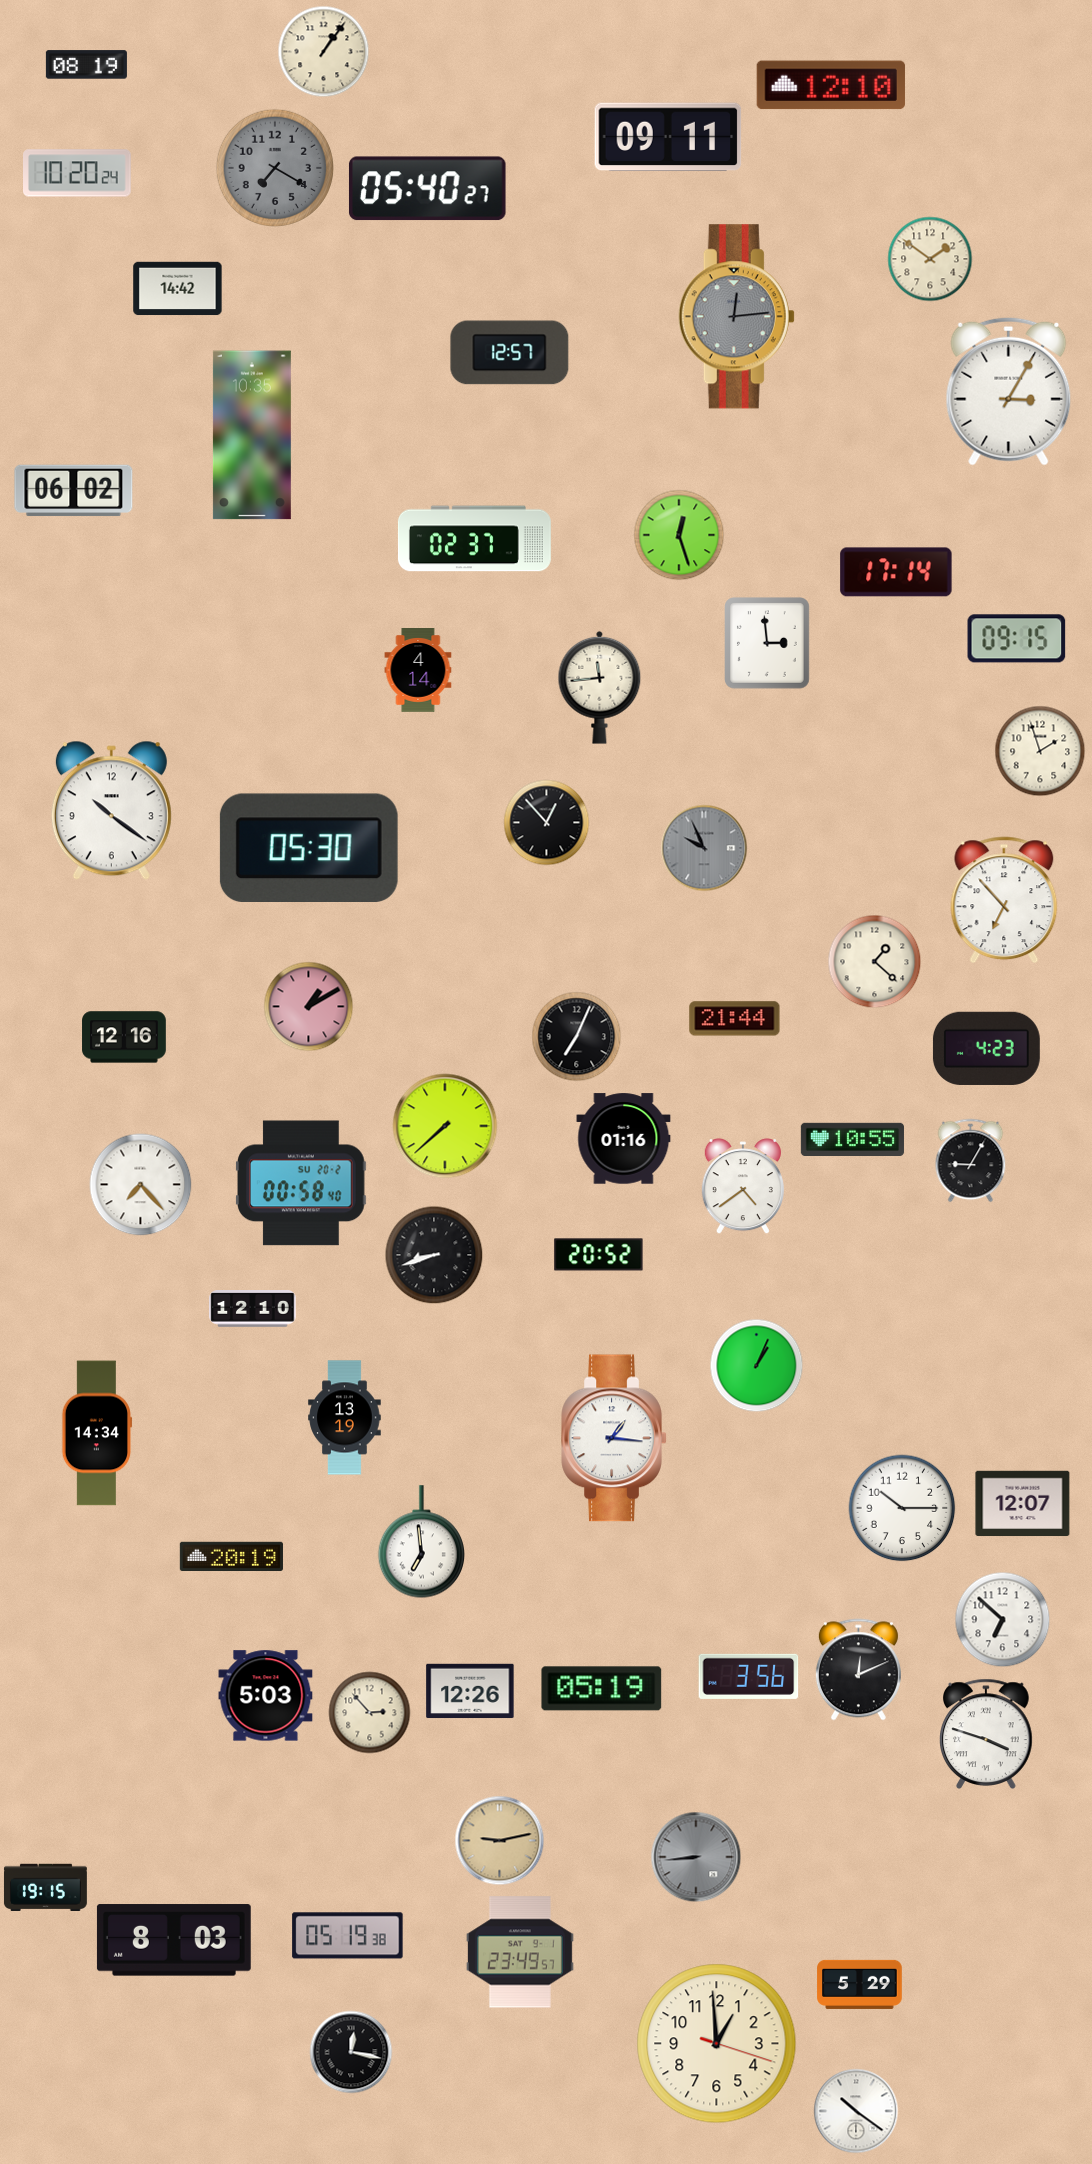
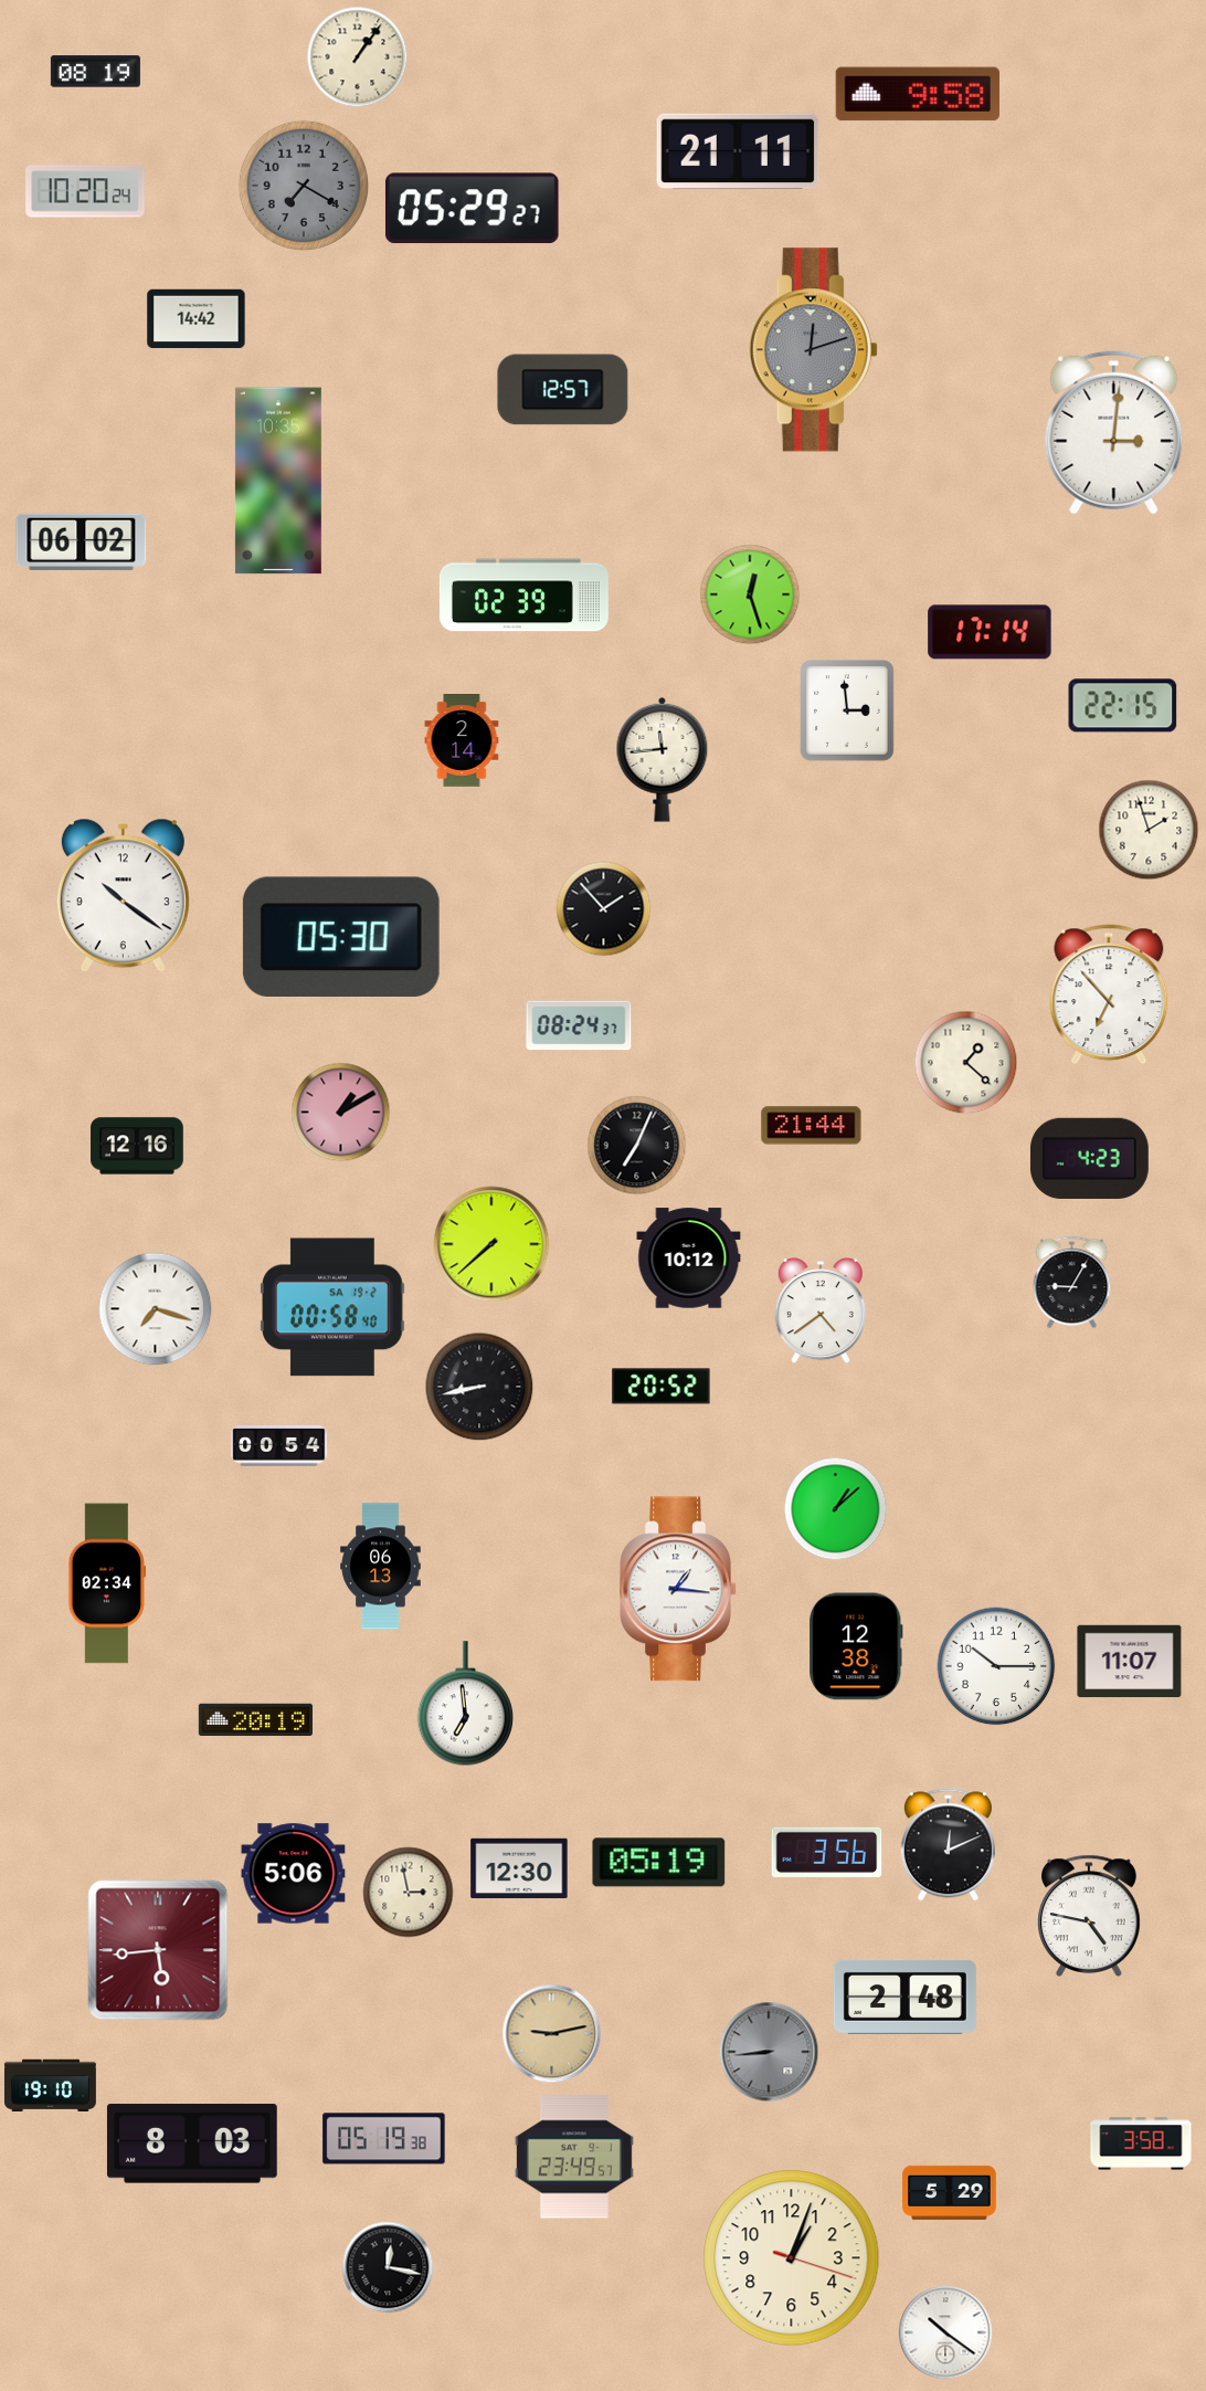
clock at (831, 85): 12:10 -> 9:58
clock at (668, 137): 09:11 -> 21:11
clock at (427, 189): 05:40 -> 05:29
clock at (930, 259): 1:51 -> none
clock at (736, 317): 12:14 -> 12:12
clock at (1009, 391): 3:05 -> 3:01
clock at (679, 535) position: (679, 535) -> (750, 594)
clock at (474, 539): 02:37 -> 02:39
clock at (1017, 639): 09:15 -> 22:15
clock at (418, 671): 4:14 -> 2:14
clock at (547, 823): 12:53 -> 1:53
clock at (704, 848): 9:56 -> none
clock at (579, 1025): none -> 08:24
clock at (624, 1139): 01:16 -> 10:12
clock at (852, 1139): 10:55 -> none
clock at (302, 1183) date: SU 20-2 -> SA 19-2
clock at (141, 1185): 7:23 -> 7:18
clock at (434, 1255): 8:42 -> 8:43
clock at (253, 1309): 12:10 -> 00:54
clock at (757, 1366): 1:04 -> 1:08
clock at (345, 1418): 13:19 -> 06:13
clock at (97, 1433): 14:34 -> 02:34
clock at (856, 1646): none -> 12:38
clock at (1023, 1504): 12:07 -> 11:07
clock at (1003, 1620): 6:52 -> none
clock at (602, 1689) position: (602, 1689) -> (659, 1863)
clock at (470, 1691): 12:26 -> 12:30
clock at (266, 1696): 5:03 -> 5:06
clock at (370, 1713): 2:53 -> 2:58
clock at (987, 1734): 3:48 -> 4:47
clock at (158, 1950): none -> 5:44
clock at (905, 1997): none -> 2:48
clock at (45, 1888): 19:15 -> 19:10
clock at (1141, 2144): none -> 3:58
clock at (717, 2044): 12:59 -> 1:03
